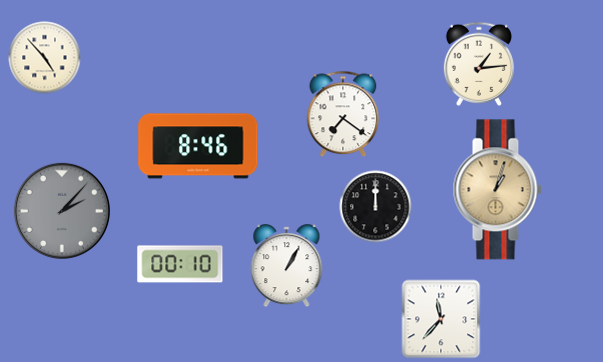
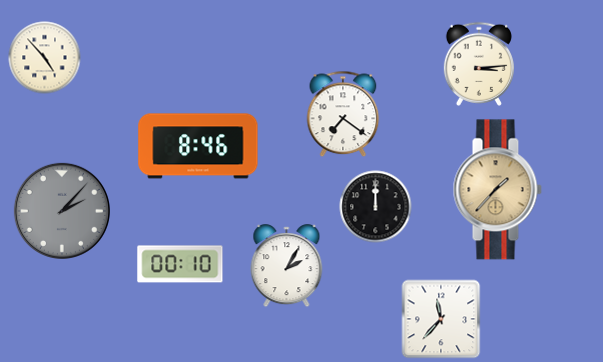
clock at (478, 64): 1:14 -> 3:14
clock at (497, 190): 1:03 -> 1:37
clock at (287, 266): 1:05 -> 2:05
